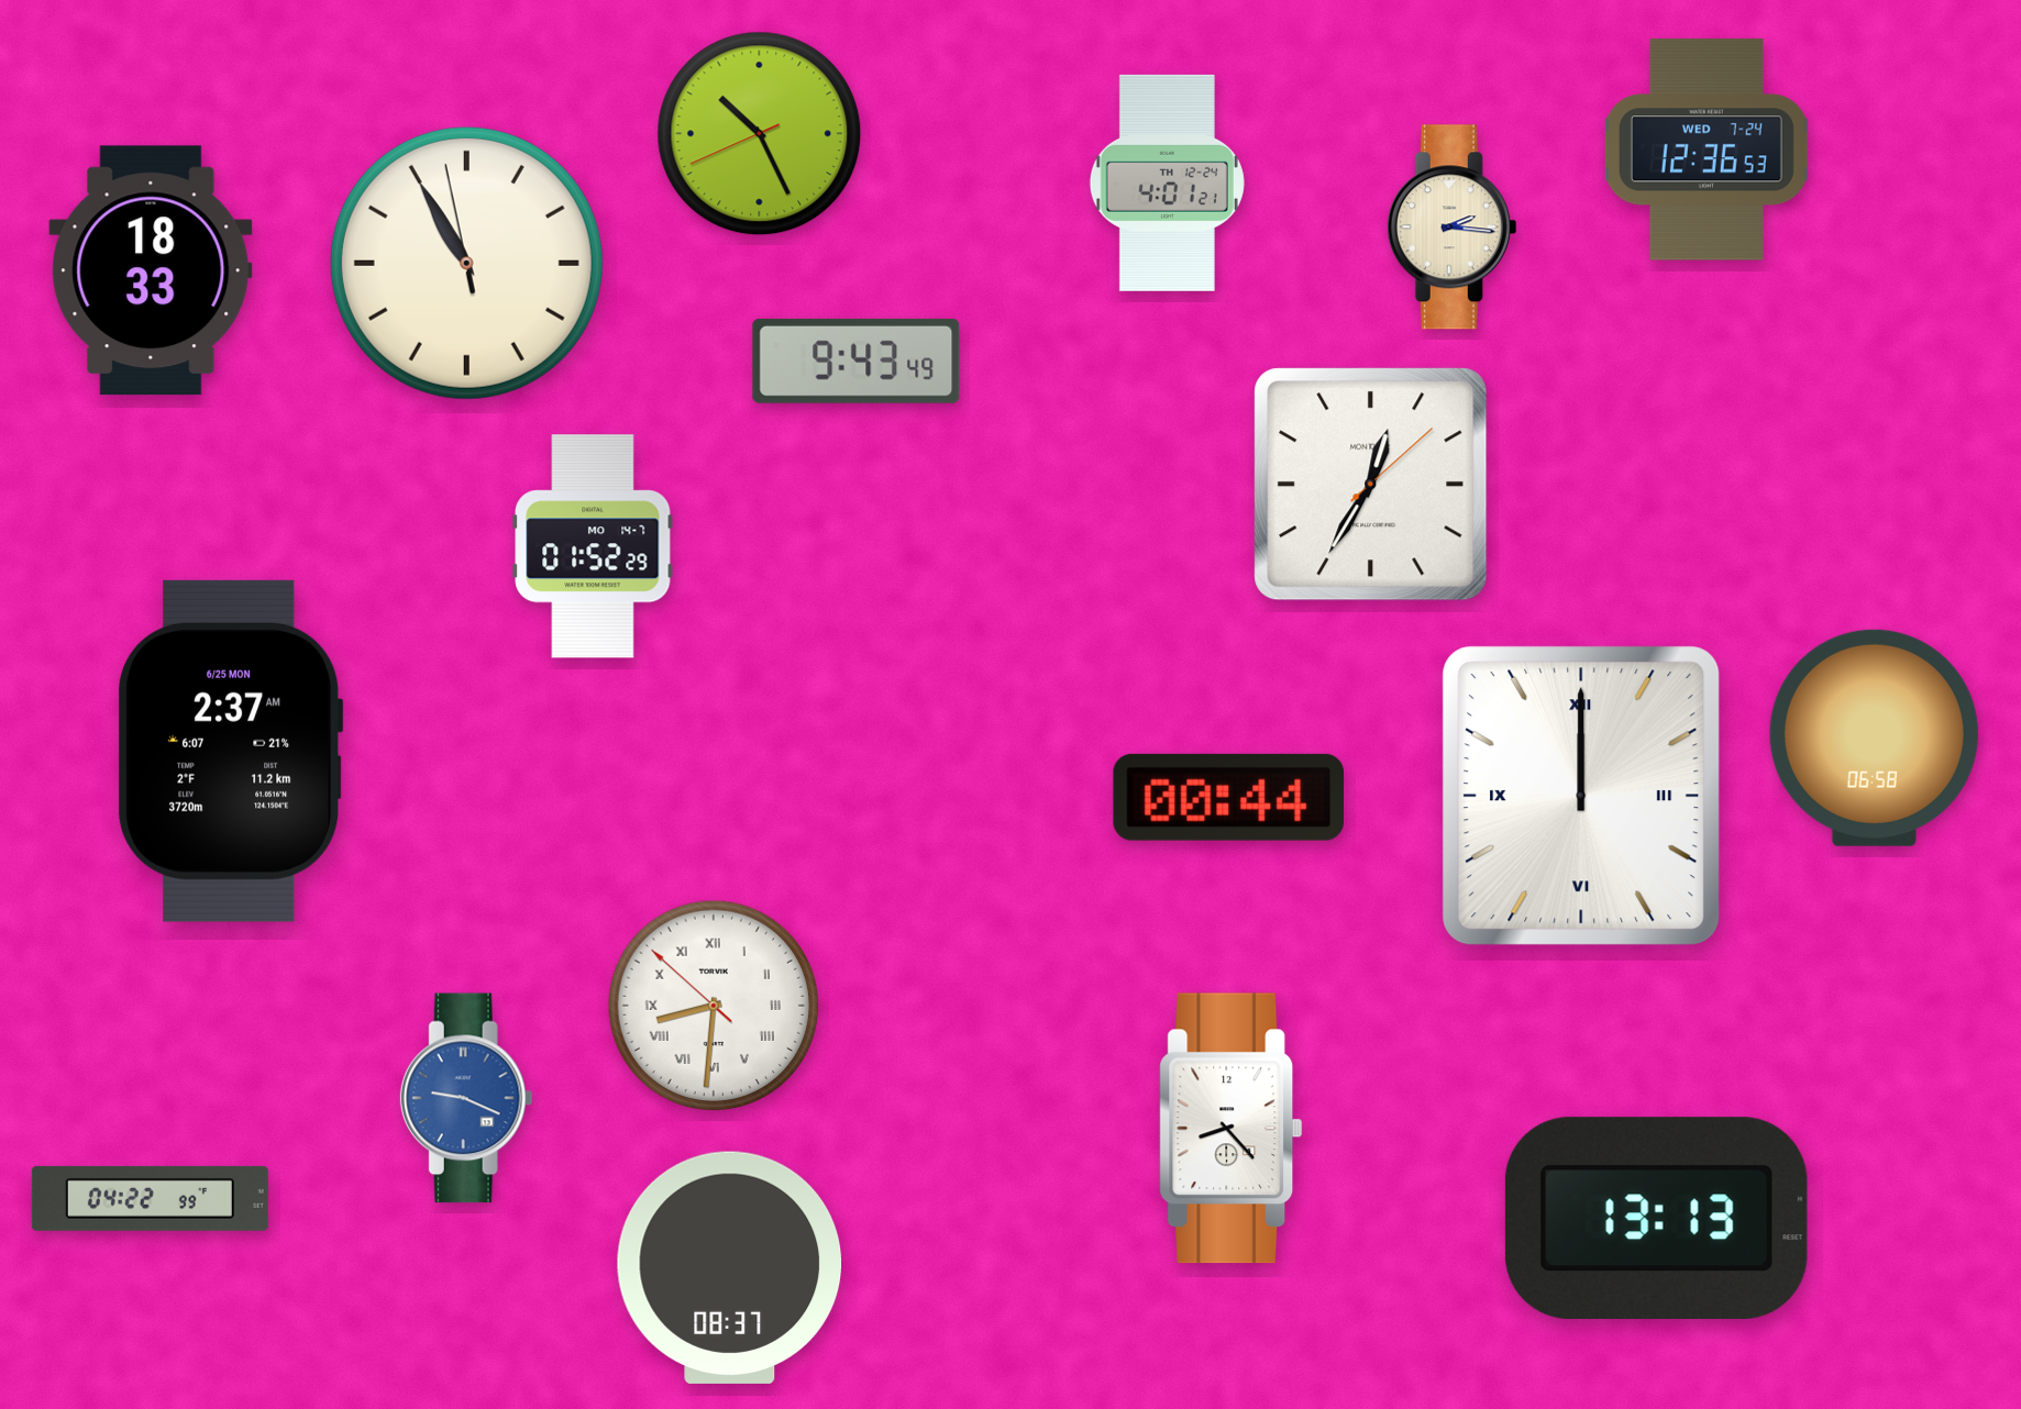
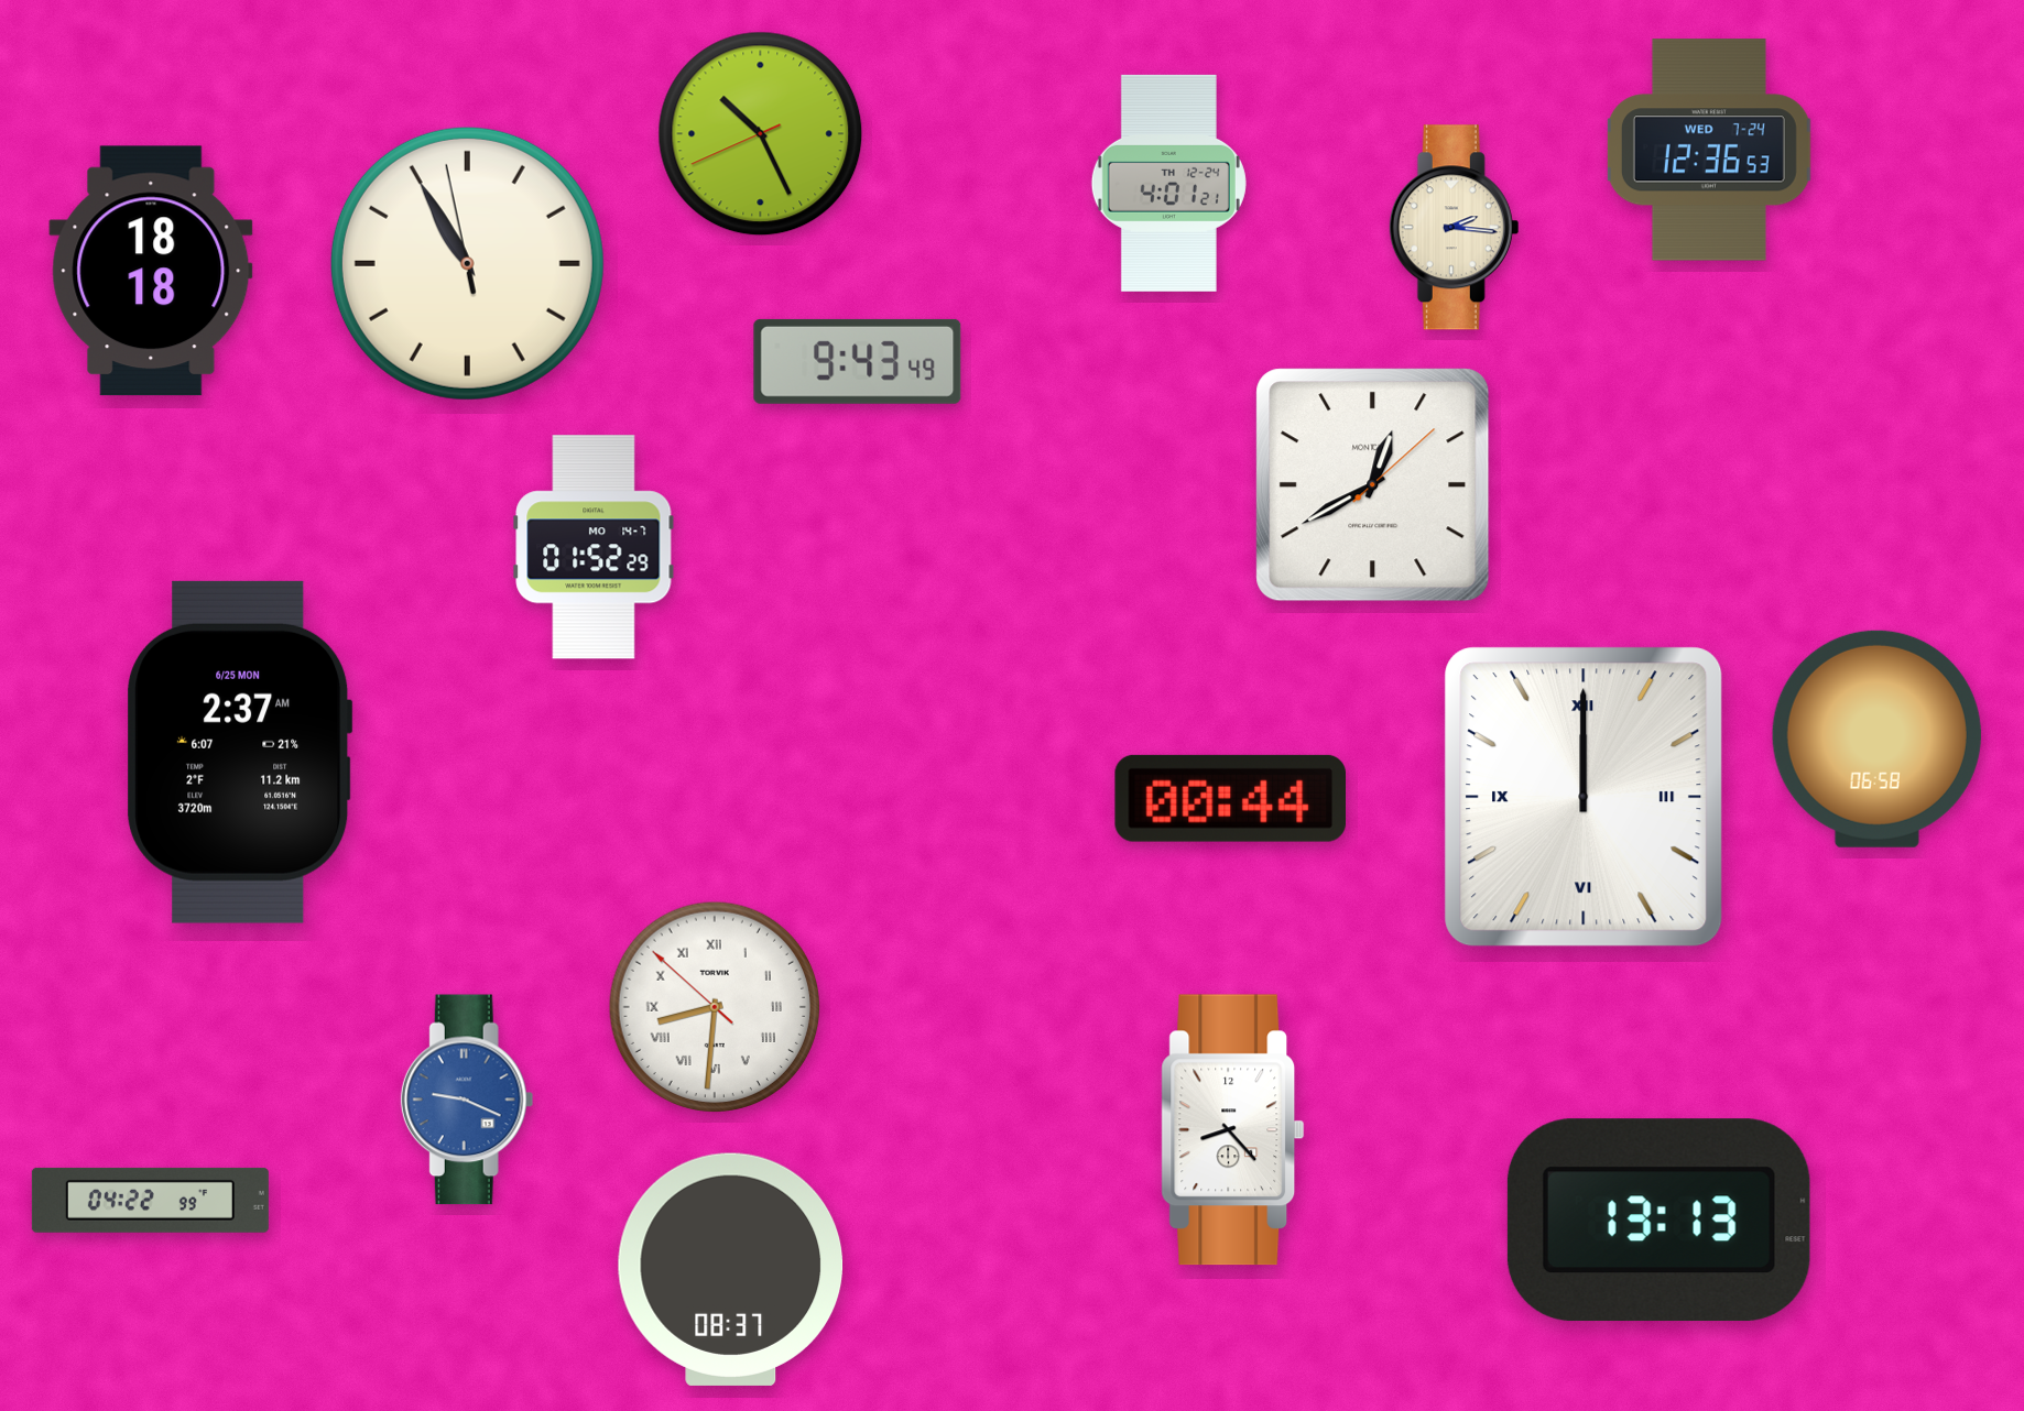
clock at (151, 270): 18:33 -> 18:18
clock at (1371, 485): 12:35 -> 12:40
clock at (231, 751) position: (231, 751) -> (240, 752)
